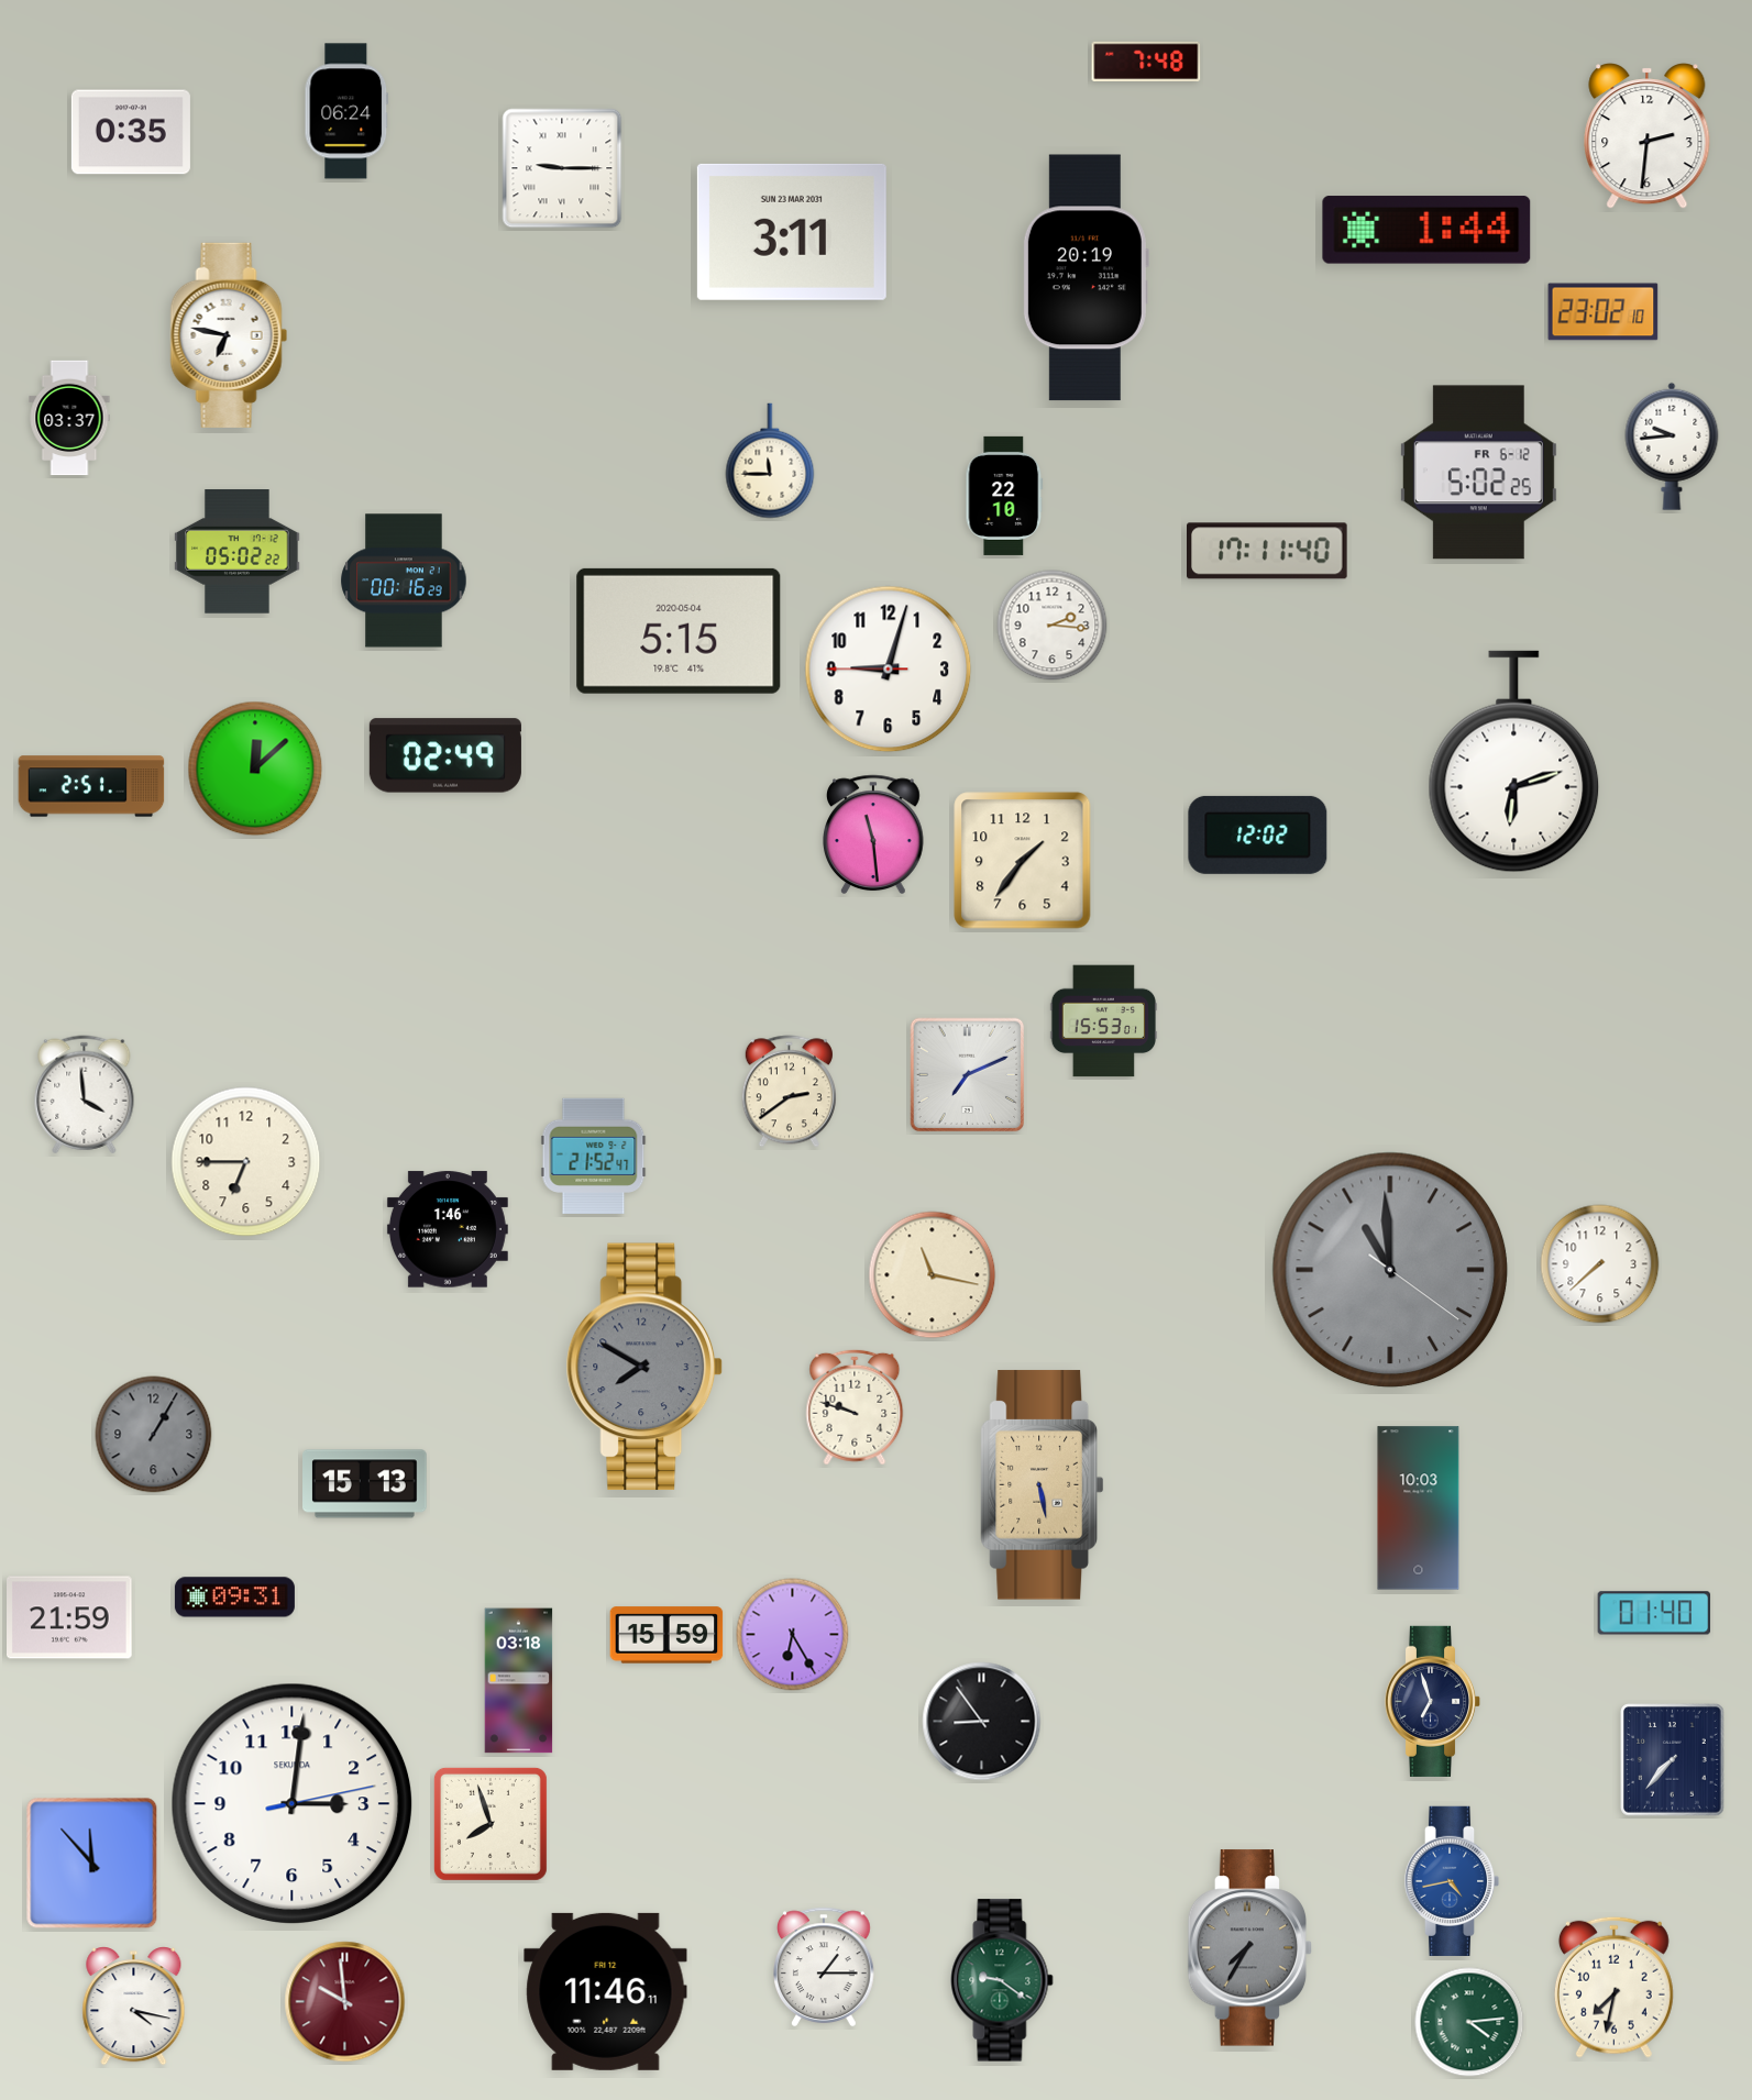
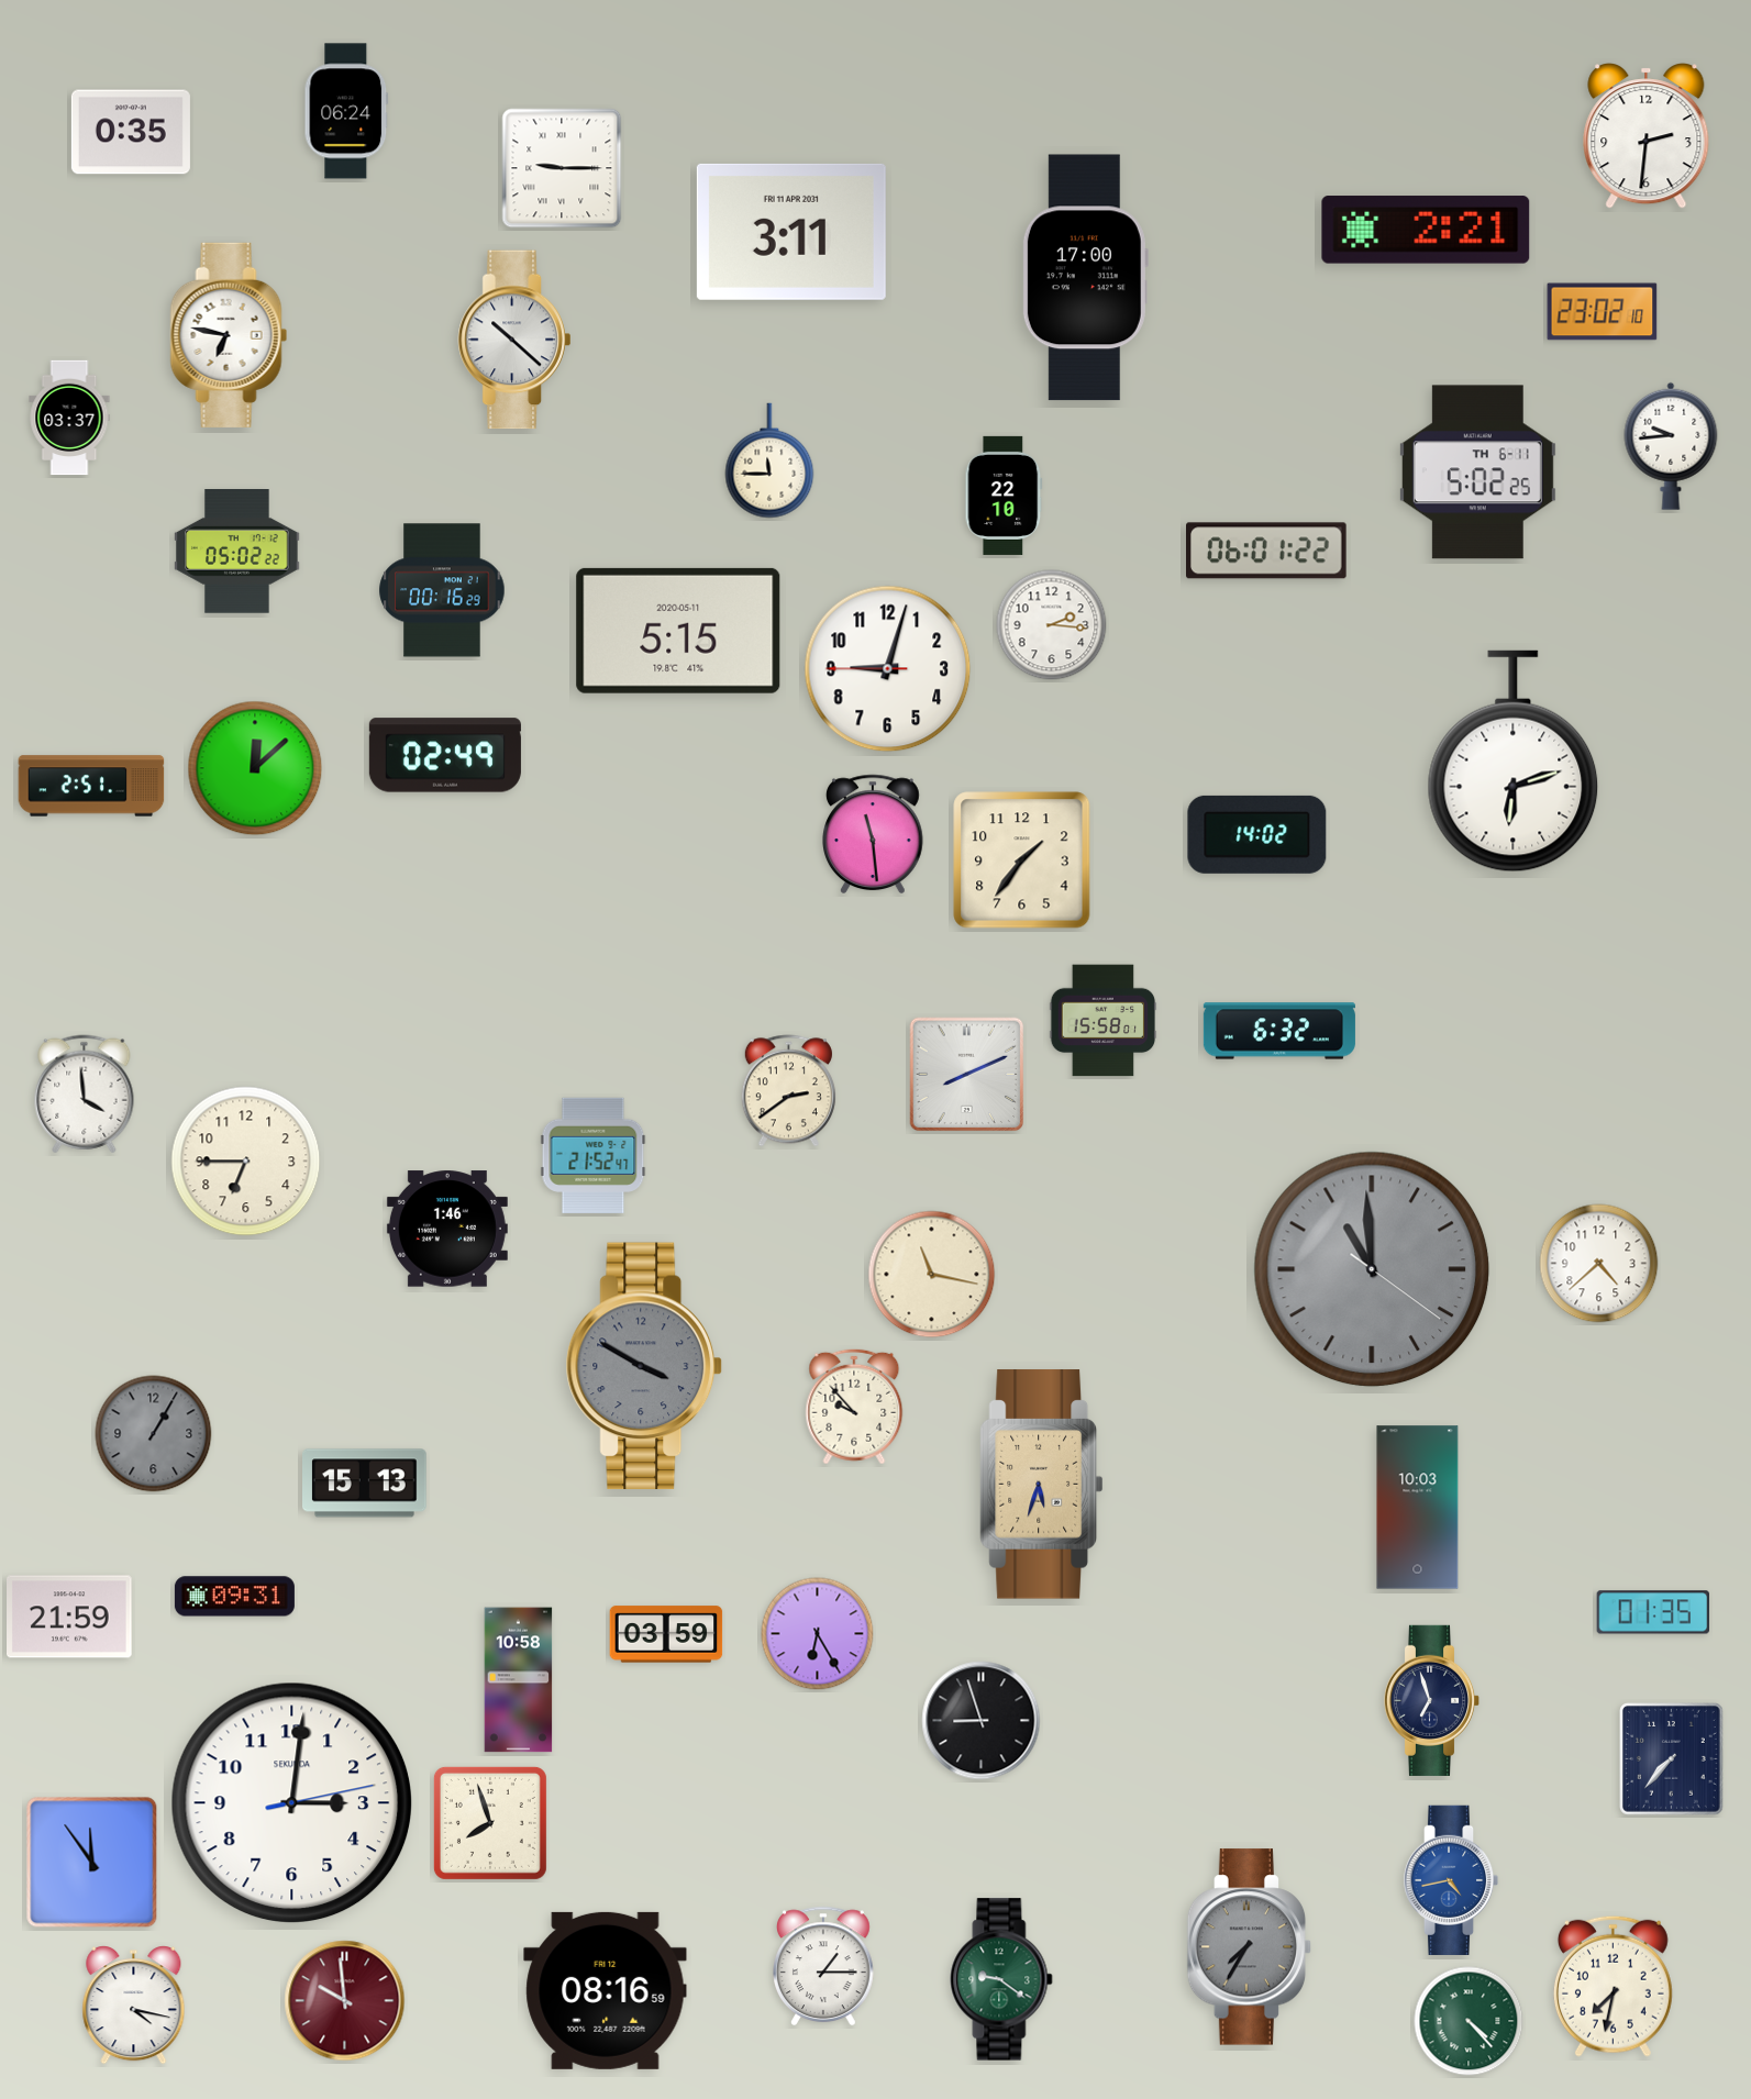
clock at (1146, 60): 7:48 -> none
clock at (1426, 230): 1:44 -> 2:21
clock at (792, 232) date: SUN 23 MAR 2031 -> FRI 11 APR 2031
clock at (1086, 278): 20:19 -> 17:00
clock at (514, 340): none -> 10:22
clock at (1478, 473) date: FR 6-12 -> TH 6-11
clock at (1267, 551): 17:11 -> 06:01
clock at (404, 581) position: (404, 581) -> (442, 590)
clock at (679, 631) date: 2020-05-04 -> 2020-05-11
clock at (1258, 835): 12:02 -> 14:02
clock at (1104, 1021): 15:53 -> 15:58
clock at (1279, 1031): none -> 6:32
clock at (968, 1075): 7:11 -> 8:11
clock at (1600, 1264): 7:38 -> 4:38
clock at (1390, 1270) position: (1390, 1270) -> (1372, 1269)
clock at (644, 1367): 7:50 -> 3:50
clock at (855, 1407): 9:48 -> 9:53
clock at (1043, 1485): 5:28 -> 5:33
clock at (1654, 1613): 01:40 -> 01:35
clock at (666, 1635): 15:59 -> 03:59
clock at (793, 1635) position: (793, 1635) -> (818, 1634)
clock at (519, 1681): 03:18 -> 10:58
clock at (982, 1722): 8:54 -> 8:57
clock at (92, 1864): 11:53 -> 11:54
clock at (606, 1991): 11:46 -> 08:16
clock at (1469, 2022): 4:14 -> 4:23
